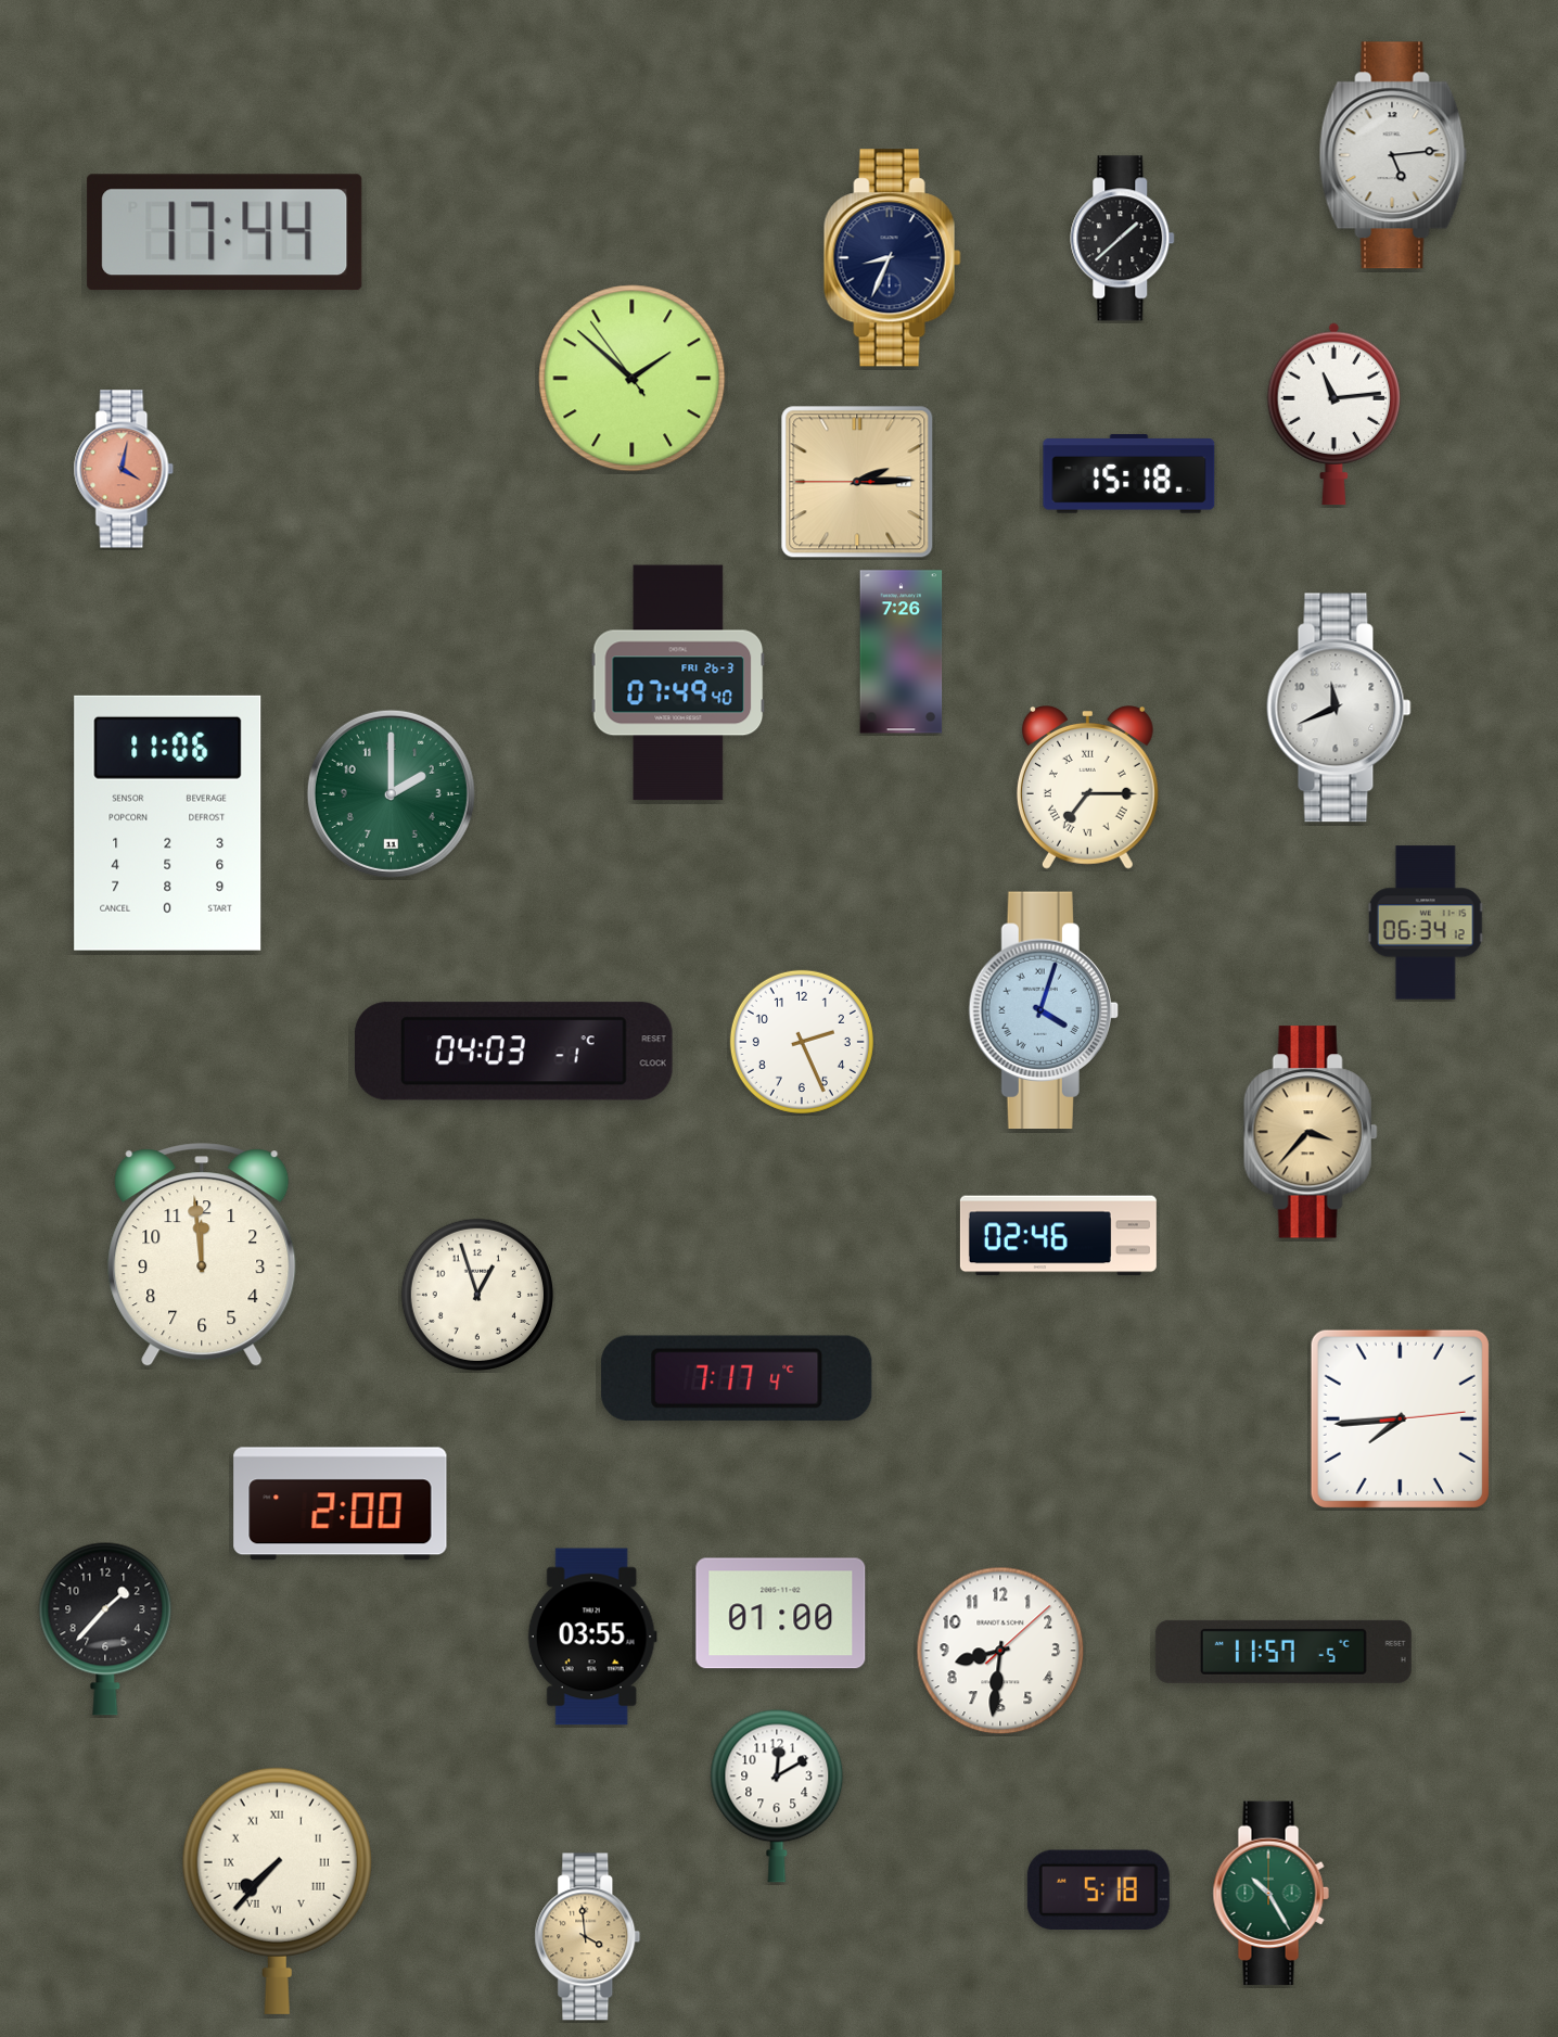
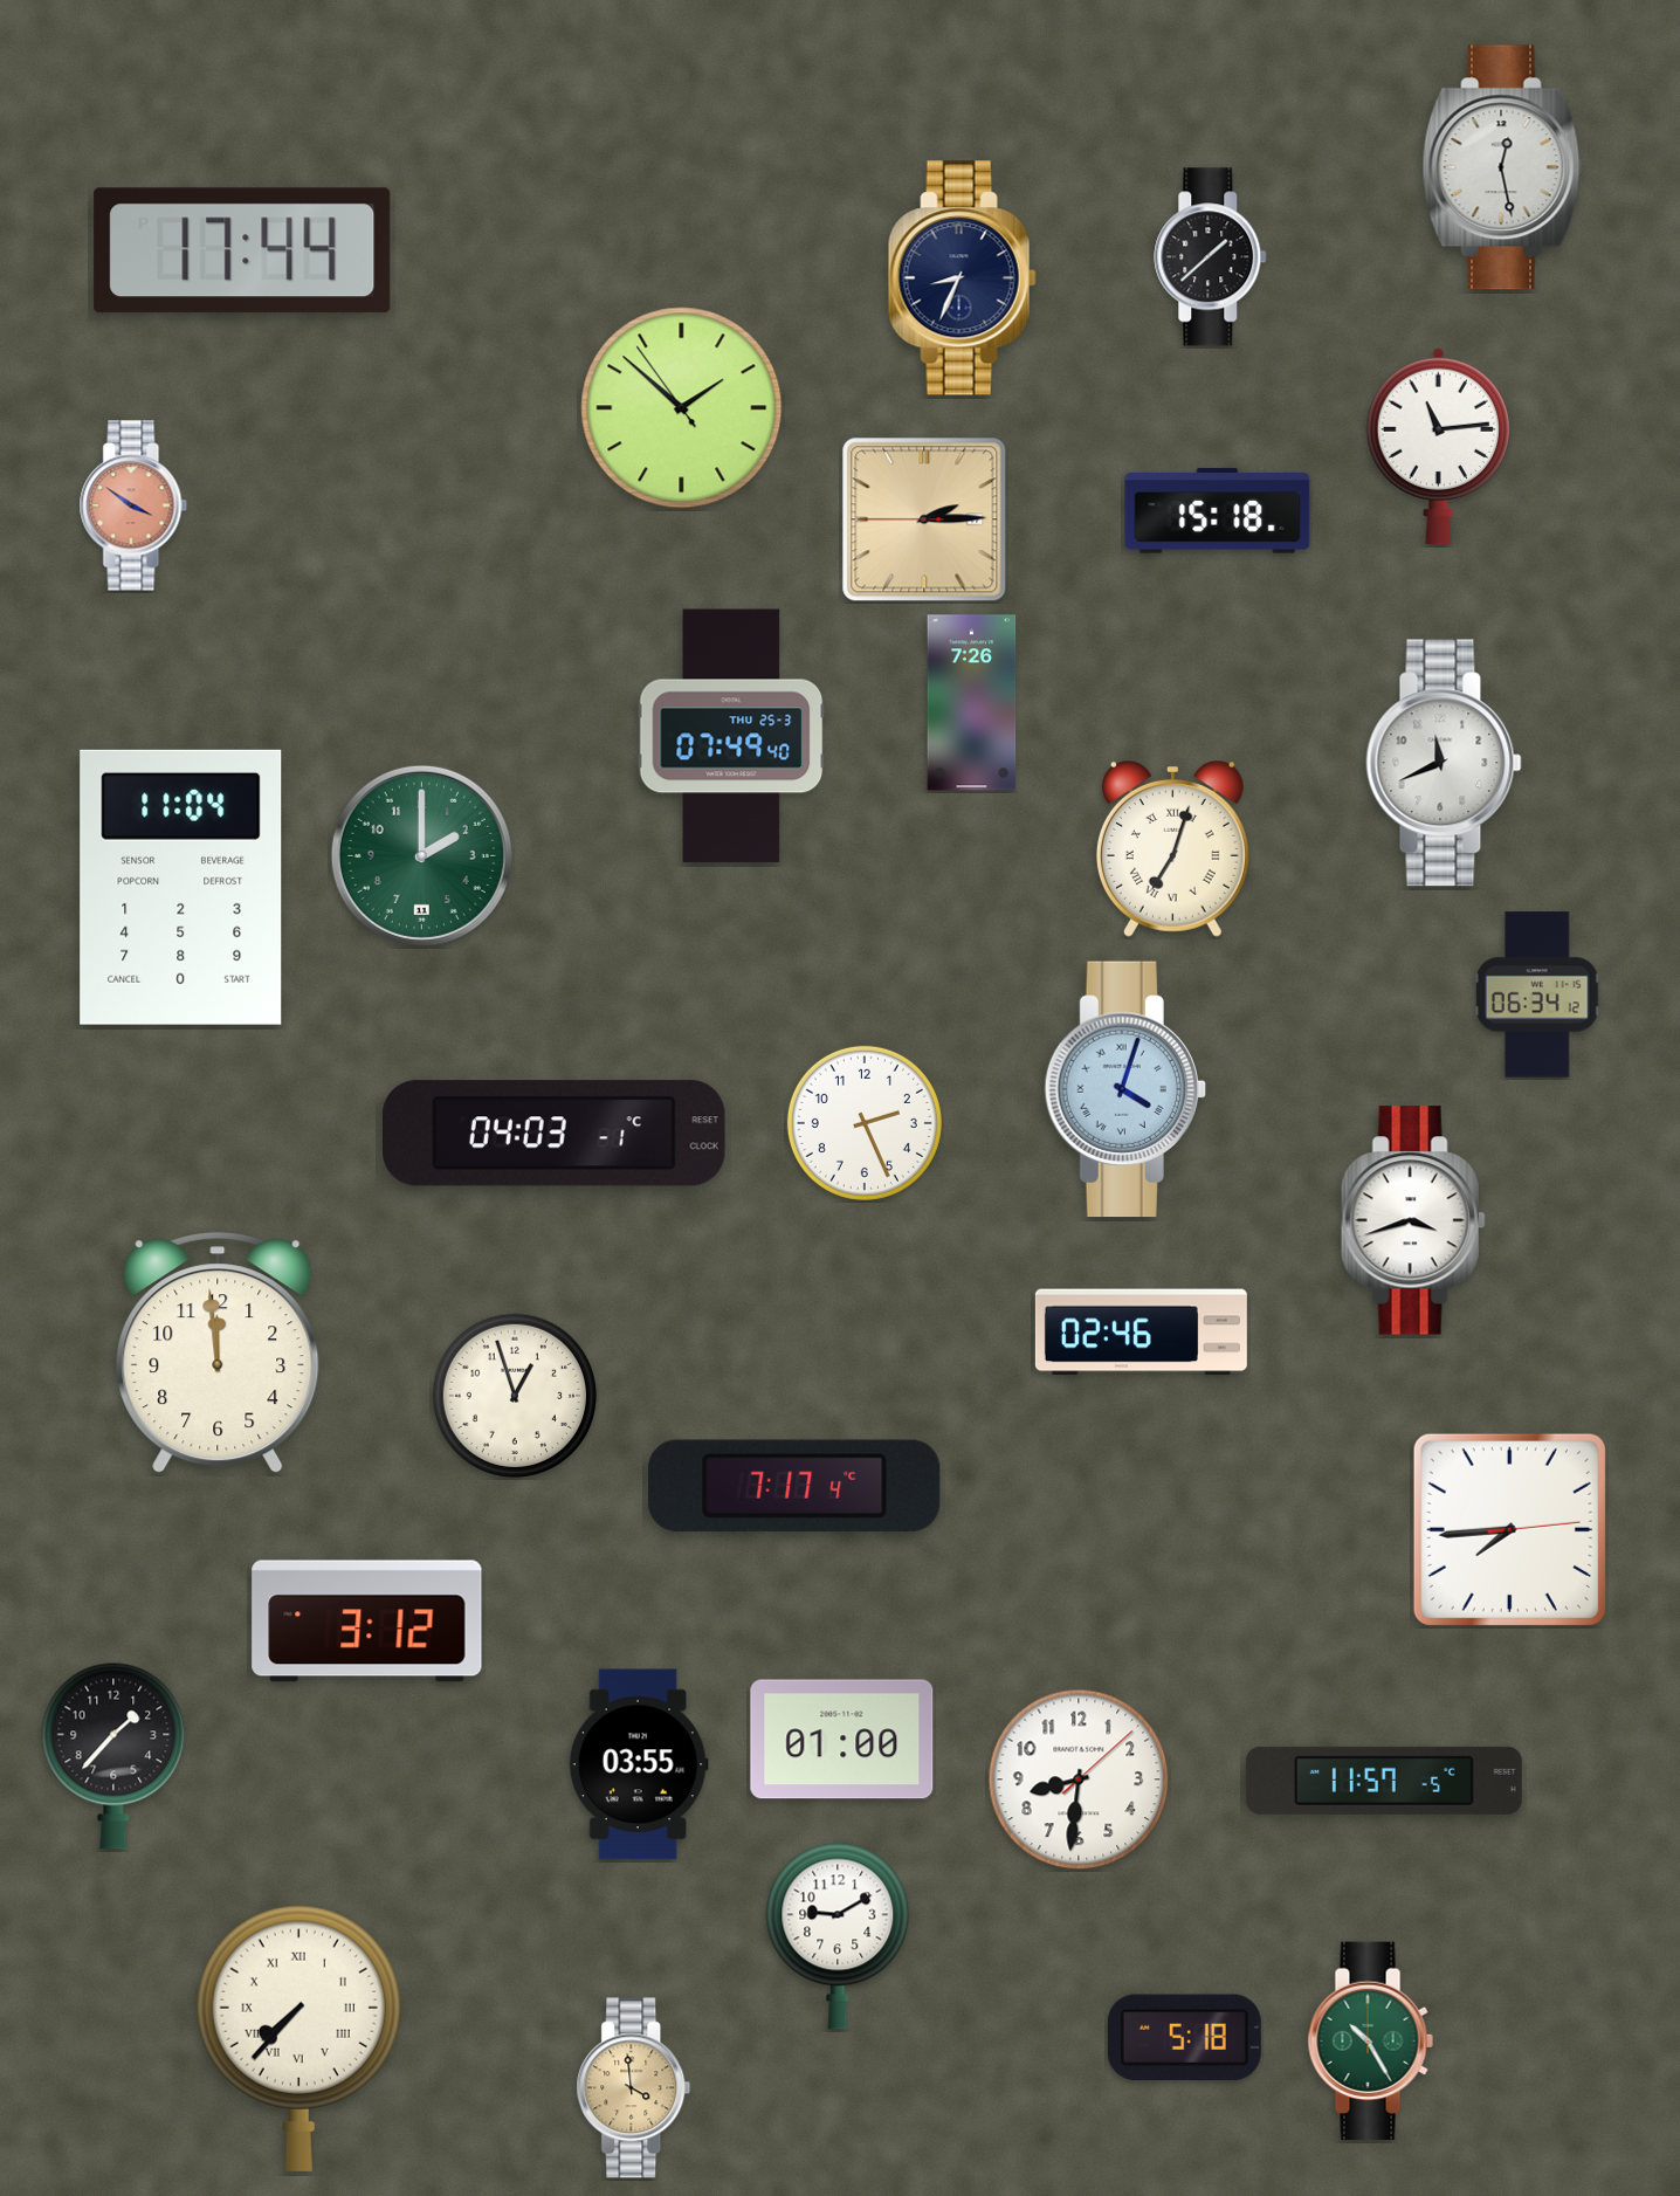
clock at (1393, 155): 5:14 -> 12:28
clock at (124, 469): 4:02 -> 3:51
clock at (678, 683) date: FRI 26-3 -> THU 25-3
clock at (1087, 788): 7:15 -> 7:03
clock at (168, 823): 11:06 -> 11:04
clock at (1311, 1132): 3:37 -> 3:42
clock at (1311, 1132) dial: champagne -> white
clock at (341, 1504): 2:00 -> 3:12
clock at (777, 1796): 12:10 -> 9:10
